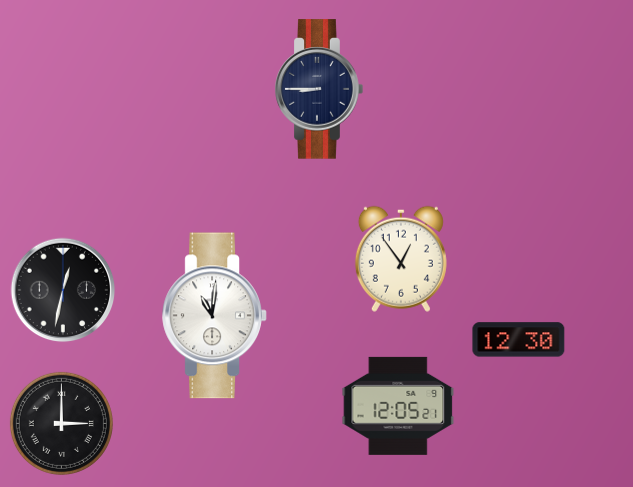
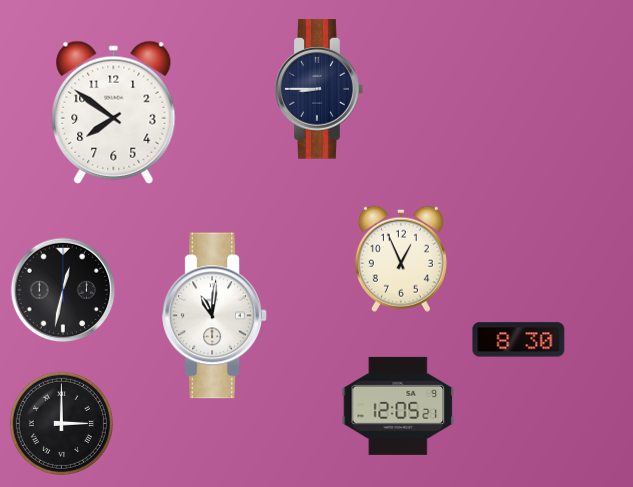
clock at (114, 112): none -> 7:51
clock at (401, 259): 12:54 -> 12:56
clock at (519, 340): 12:30 -> 8:30
